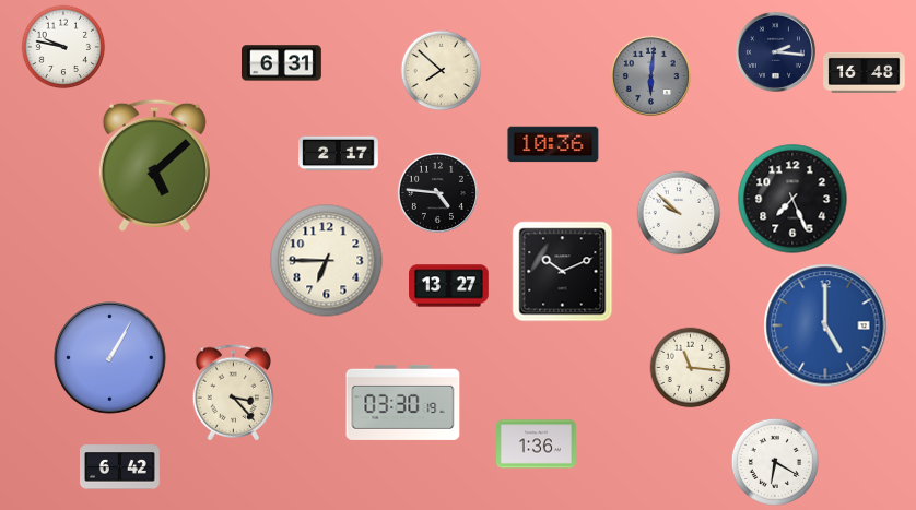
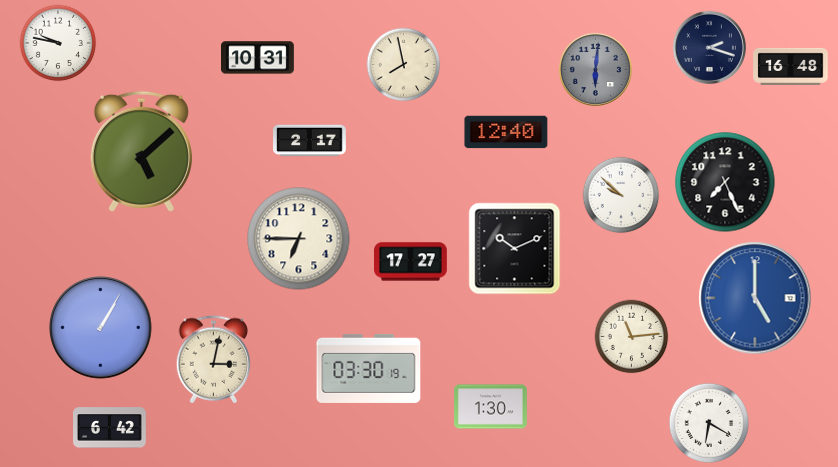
clock at (775, 51): 2:16 -> 2:18
clock at (282, 63): 6:31 -> 10:31
clock at (442, 71): 7:52 -> 7:58
clock at (553, 144): 10:36 -> 12:40
clock at (437, 192): 4:46 -> none
clock at (449, 286): 13:27 -> 17:27
clock at (691, 368): 11:16 -> 11:14
clock at (233, 393): 3:23 -> 3:02
clock at (537, 444): 1:36 -> 1:30
